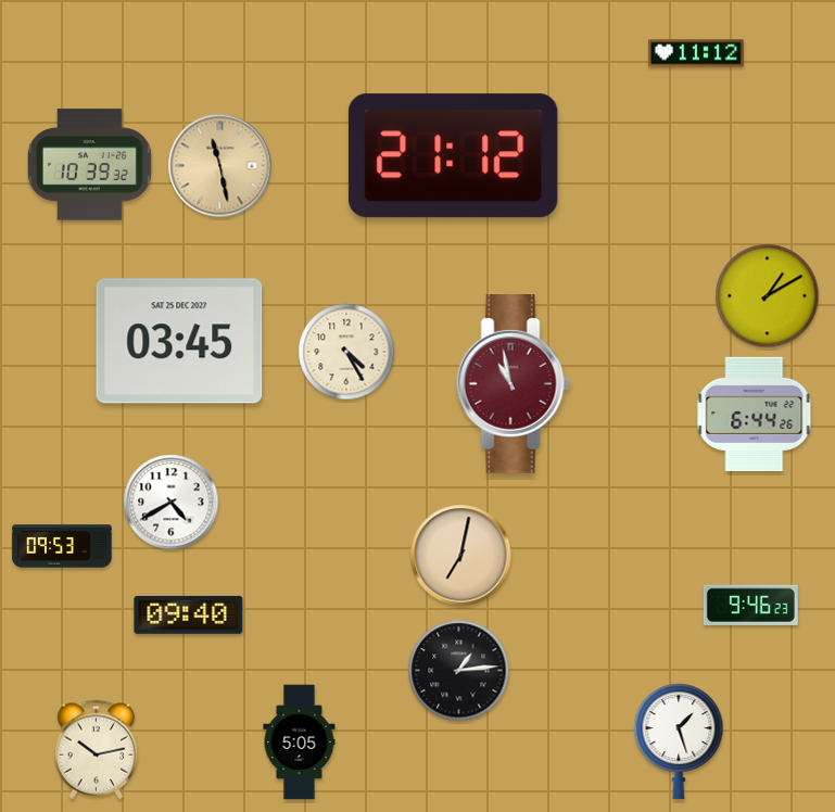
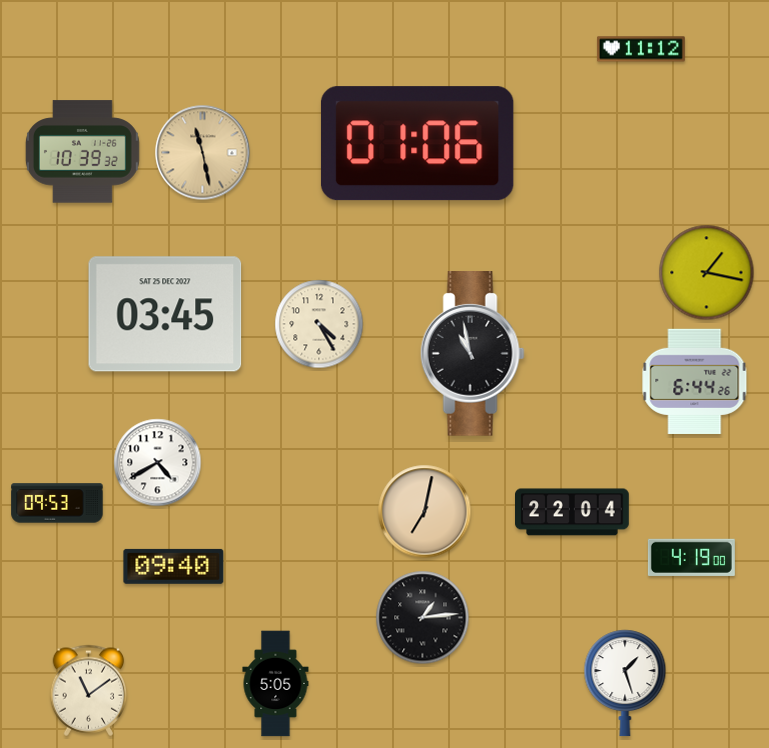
clock at (453, 156): 21:12 -> 01:06
clock at (768, 296): 1:10 -> 1:17
clock at (513, 384) dial: burgundy -> black
clock at (573, 512): none -> 22:04
clock at (750, 605): 9:46 -> 4:19
clock at (97, 749): 10:13 -> 11:09
